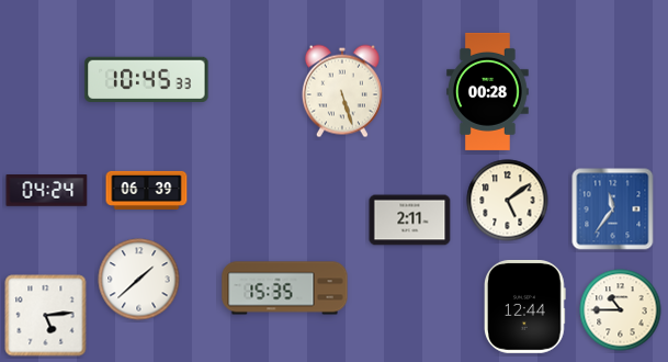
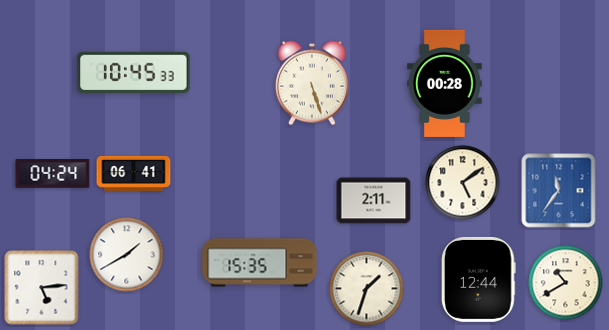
clock at (147, 190): 06:39 -> 06:41
clock at (47, 191) position: (47, 191) -> (53, 174)
clock at (139, 280): 1:38 -> 1:40
clock at (621, 310): 10:45 -> 10:40
clock at (367, 289): none -> 1:33
